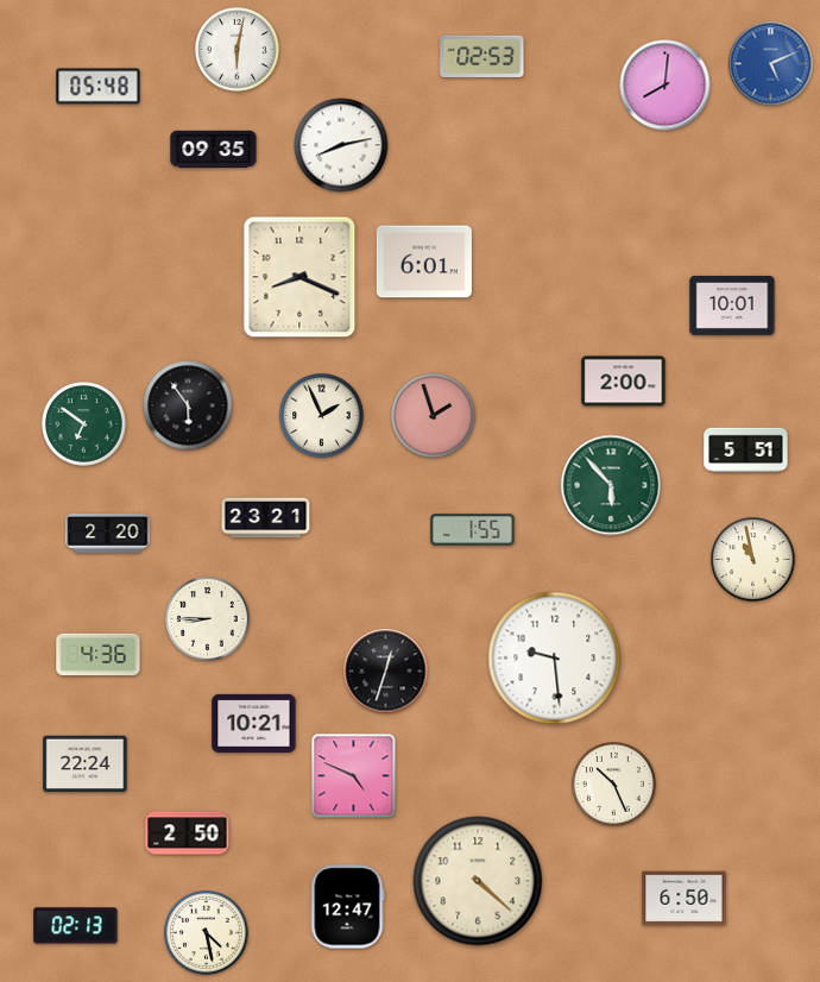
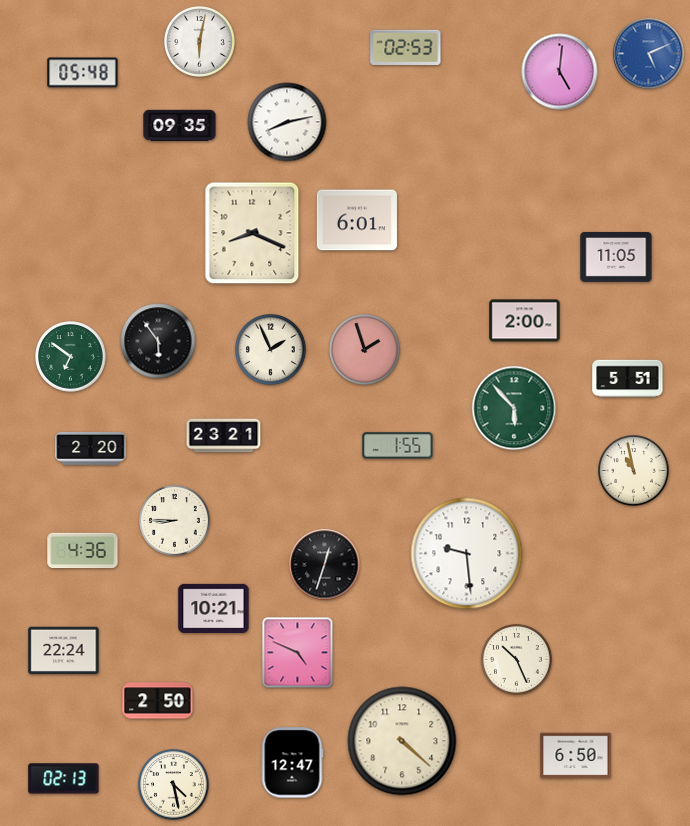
clock at (666, 86): 8:01 -> 5:01
clock at (732, 306): 10:01 -> 11:05
clock at (86, 764) position: (86, 764) -> (64, 651)
